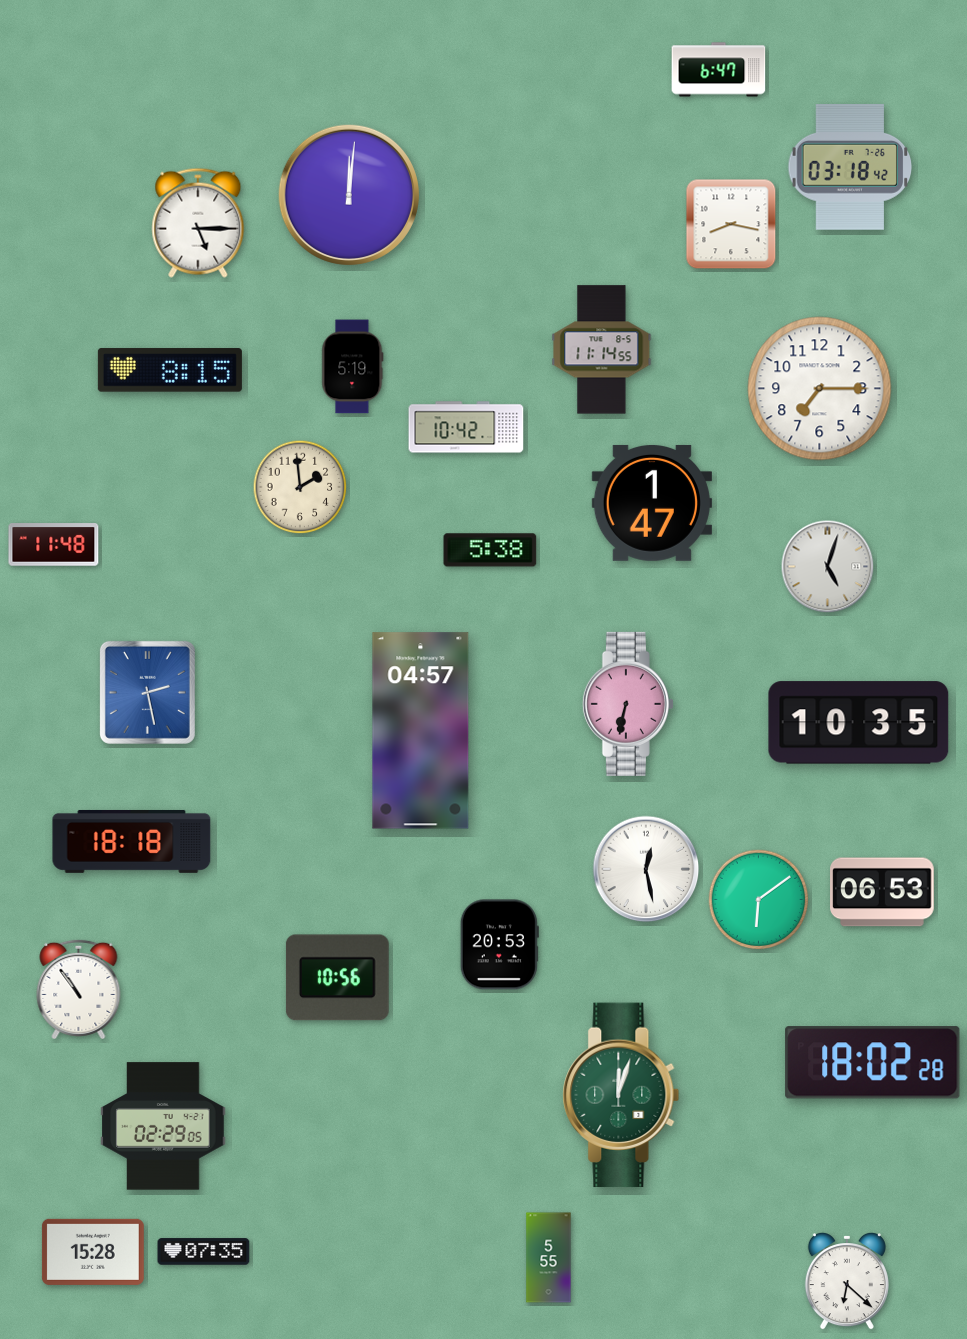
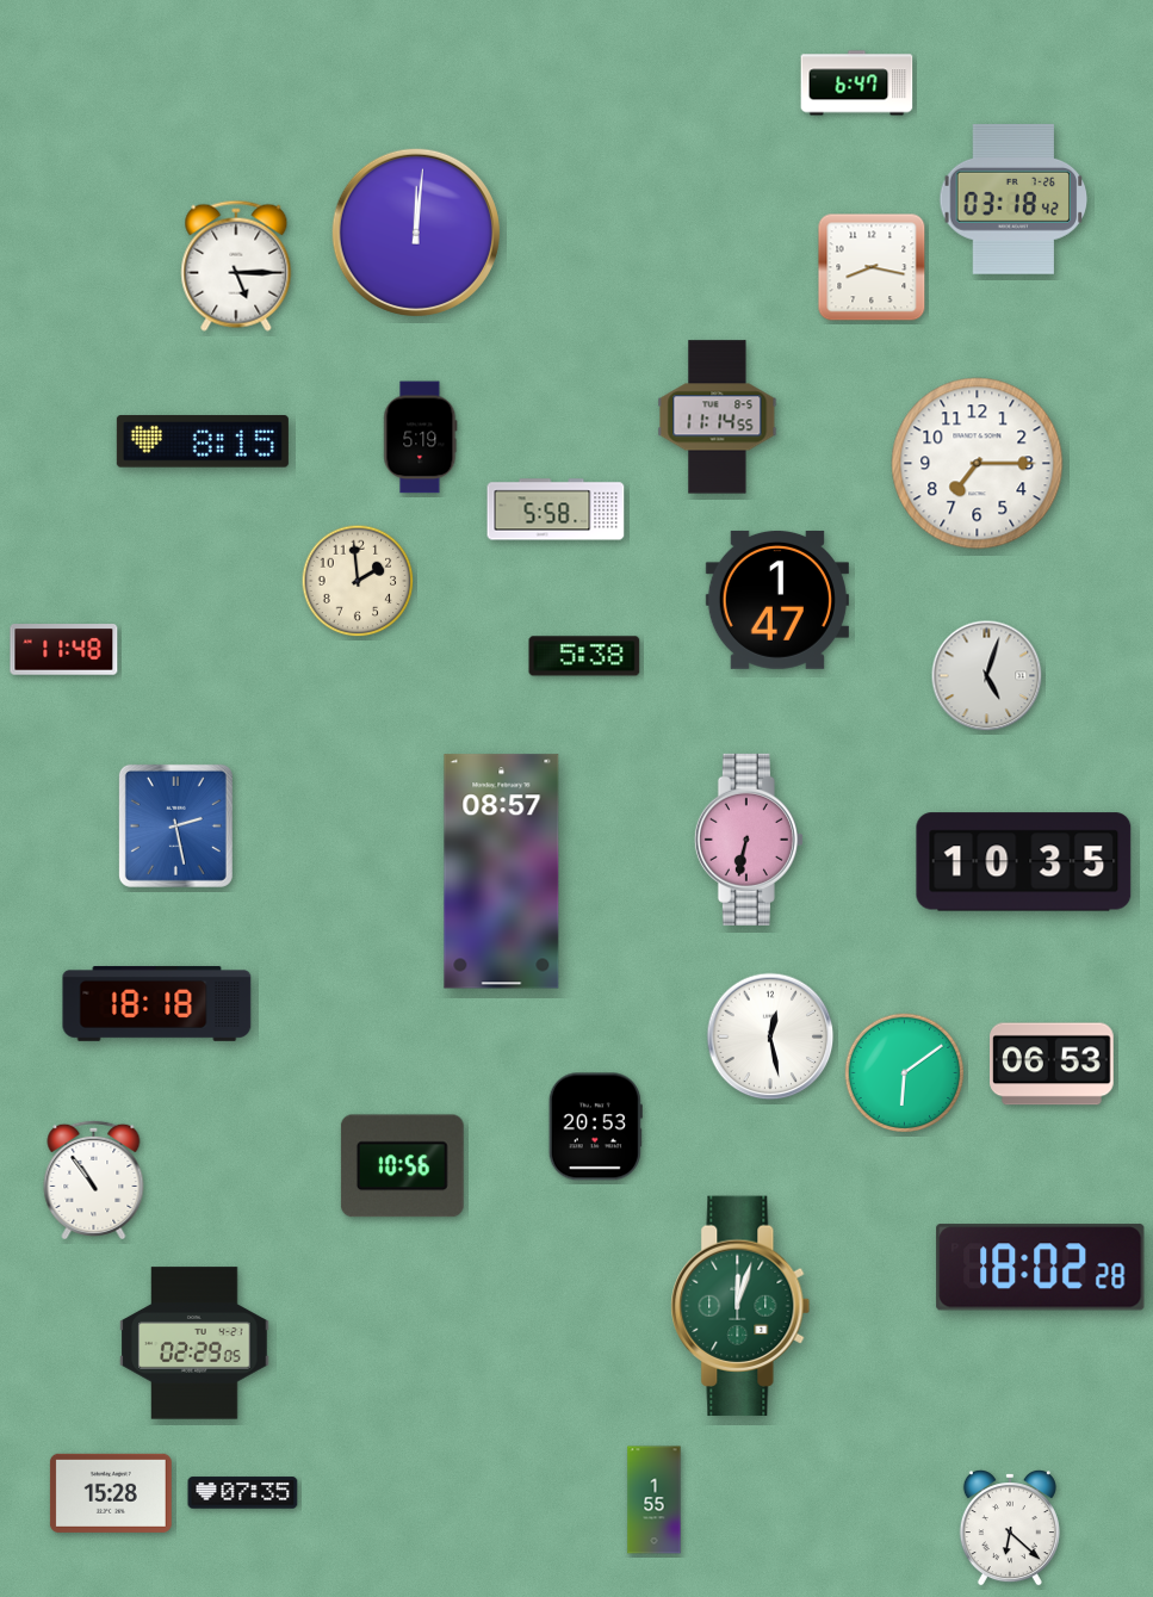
clock at (466, 427): 10:42 -> 5:58
clock at (421, 731): 04:57 -> 08:57
clock at (549, 1258): 5:55 -> 1:55
